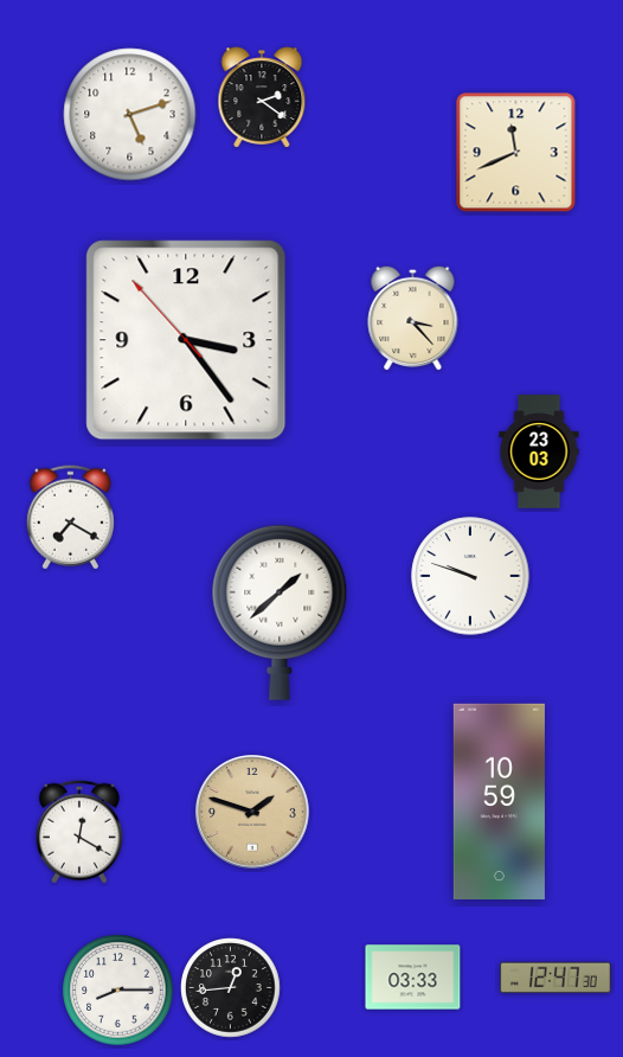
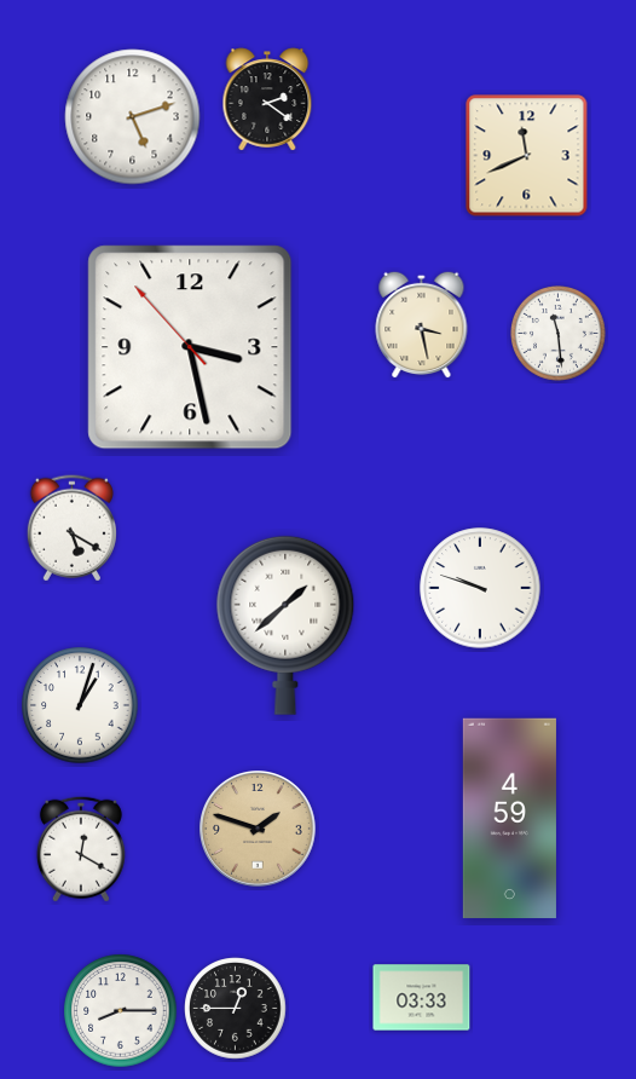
clock at (413, 318): 3:23 -> 3:28
clock at (559, 334): none -> 11:29
clock at (186, 340): 3:23 -> 3:27
clock at (539, 451): 23:03 -> none
clock at (70, 518): 7:20 -> 5:20
clock at (80, 705): none -> 1:03
clock at (499, 802): 10:59 -> 4:59
clock at (557, 978): 12:47 -> none
clock at (231, 988): 12:44 -> 12:45
